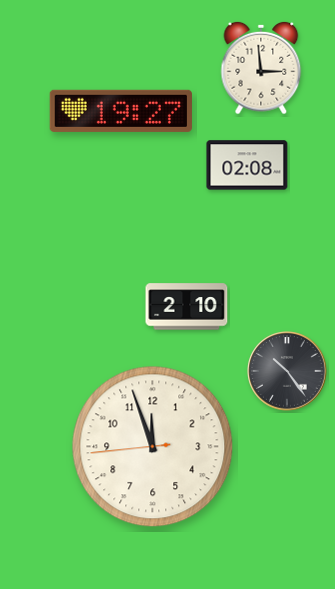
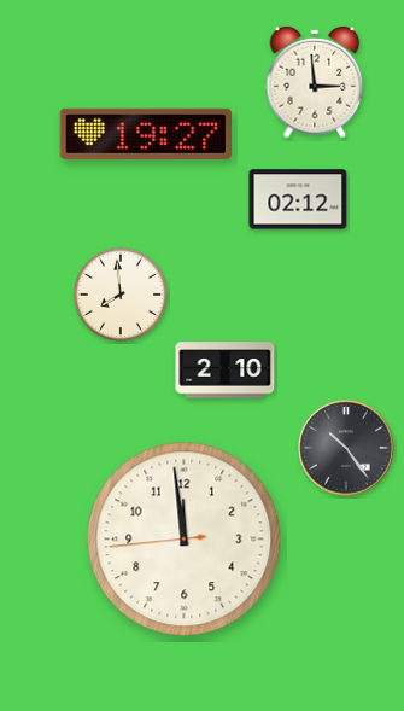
clock at (247, 165): 02:08 -> 02:12
clock at (121, 295): none -> 7:59
clock at (153, 447): 11:56 -> 11:58
